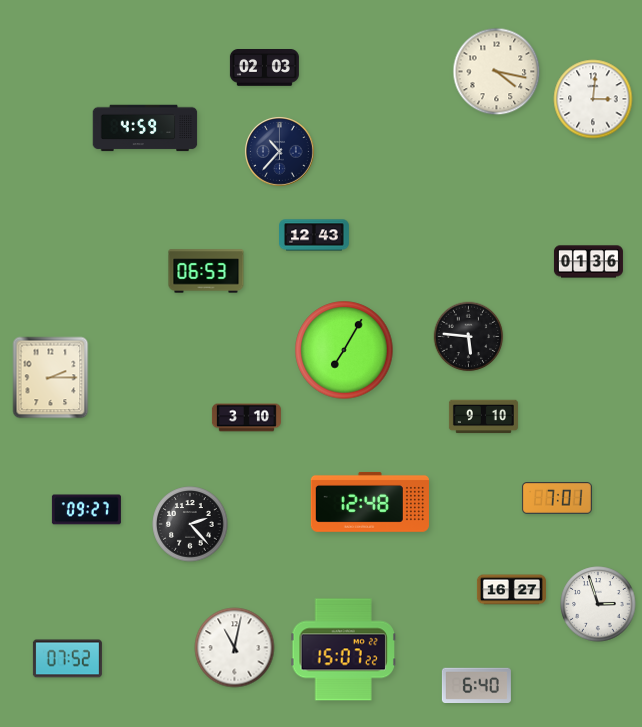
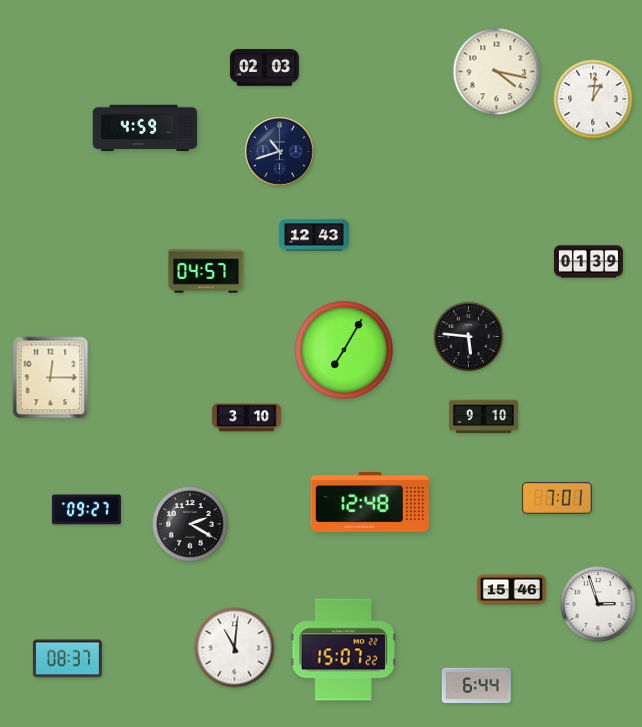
clock at (593, 99): 3:01 -> 1:01
clock at (280, 152): 10:37 -> 10:42
clock at (588, 262): 01:36 -> 01:39
clock at (206, 271): 06:53 -> 04:57
clock at (51, 378): 2:15 -> 12:15
clock at (190, 524): 2:23 -> 2:20
clock at (511, 590): 16:27 -> 15:46
clock at (235, 648): 11:02 -> 11:01
clock at (67, 659): 07:52 -> 08:37
clock at (476, 686): 6:40 -> 6:44
